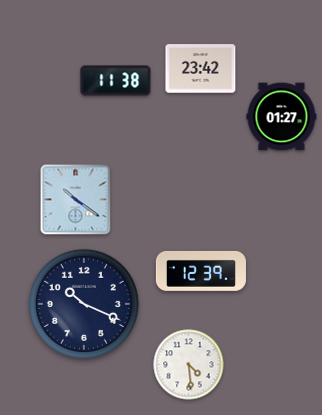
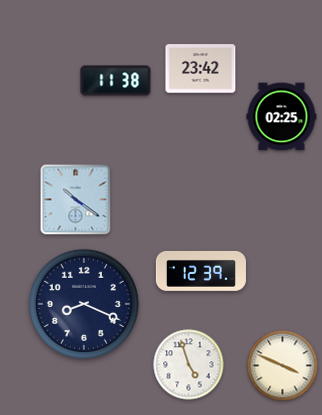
clock at (282, 117): 01:27 -> 02:25
clock at (84, 304): 10:19 -> 8:19
clock at (189, 365): 4:29 -> 4:57
clock at (283, 366): none -> 3:49
